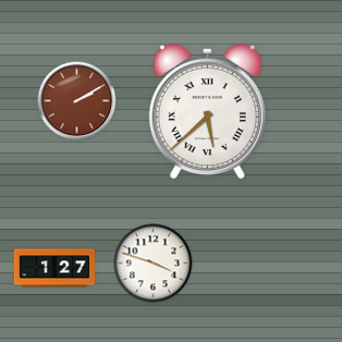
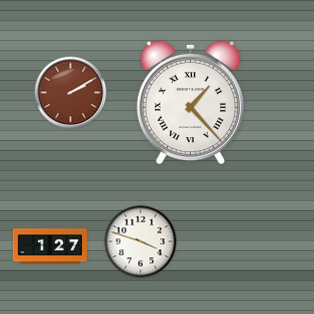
clock at (207, 111): 5:38 -> 1:23
